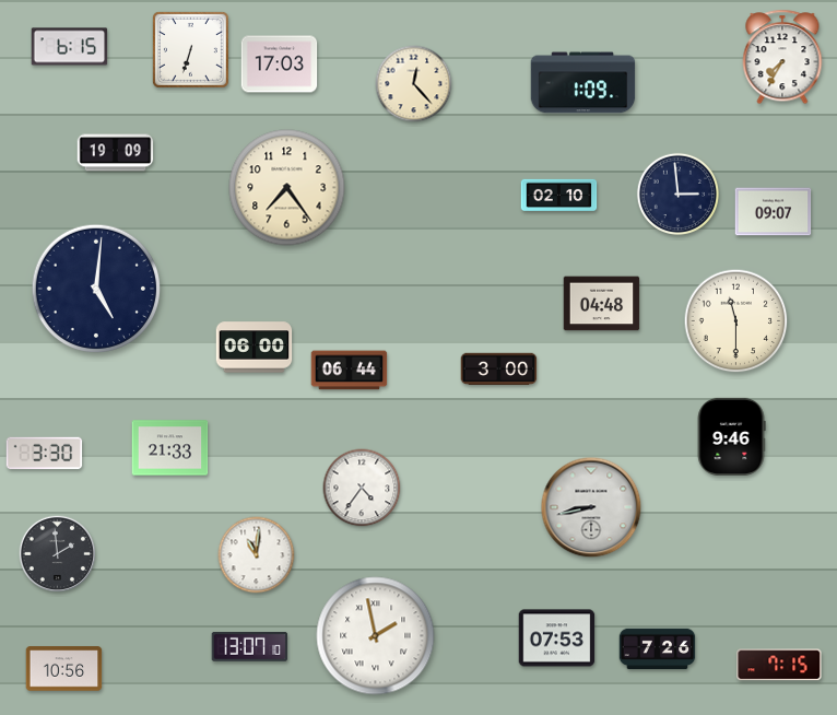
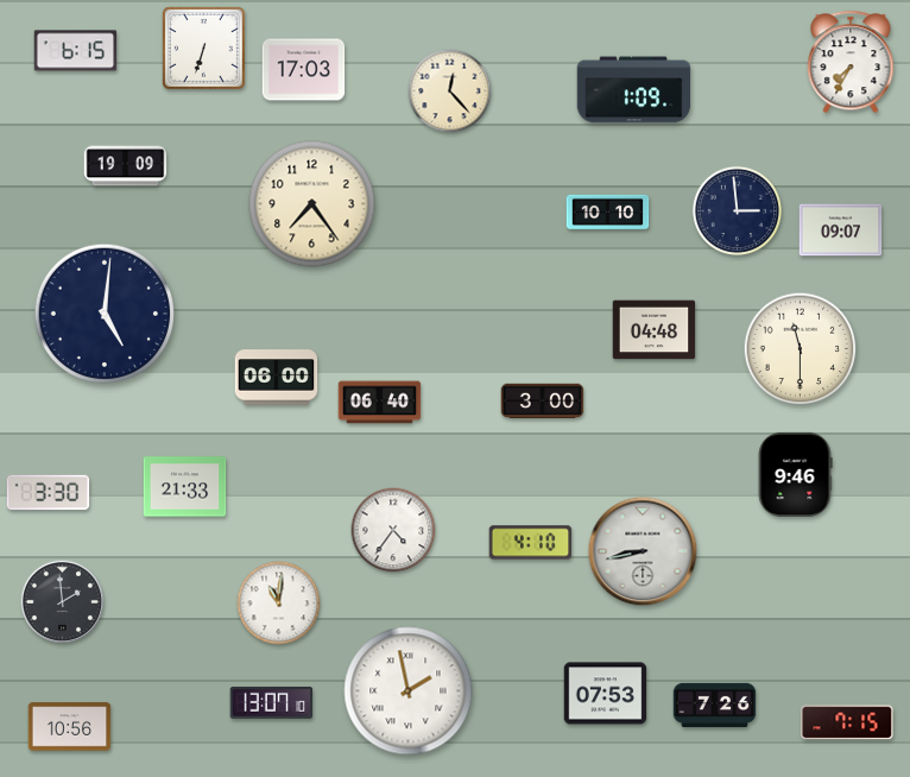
clock at (190, 49) position: (190, 49) -> (203, 48)
clock at (559, 195): 02:10 -> 10:10
clock at (350, 371): 06:44 -> 06:40
clock at (531, 543): none -> 4:10
